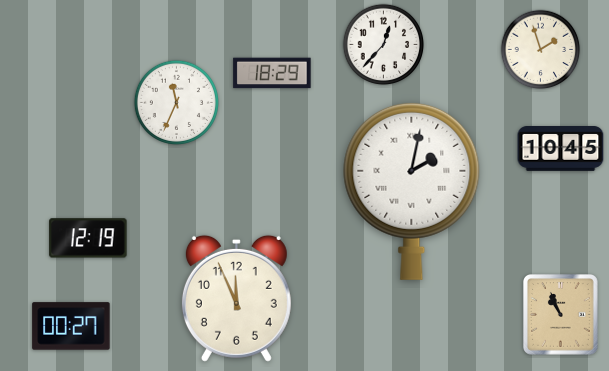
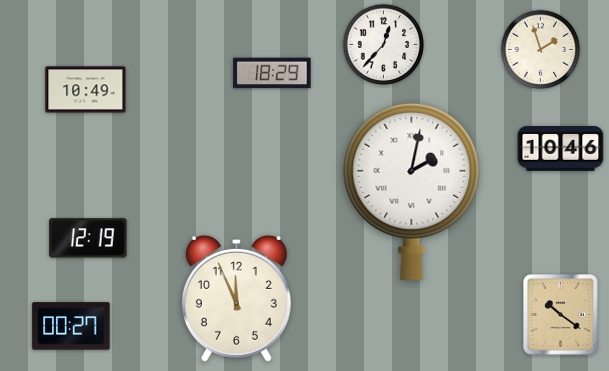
clock at (86, 90): none -> 10:49
clock at (176, 102): 11:34 -> none
clock at (561, 149): 10:45 -> 10:46
clock at (561, 315): 10:56 -> 10:21
